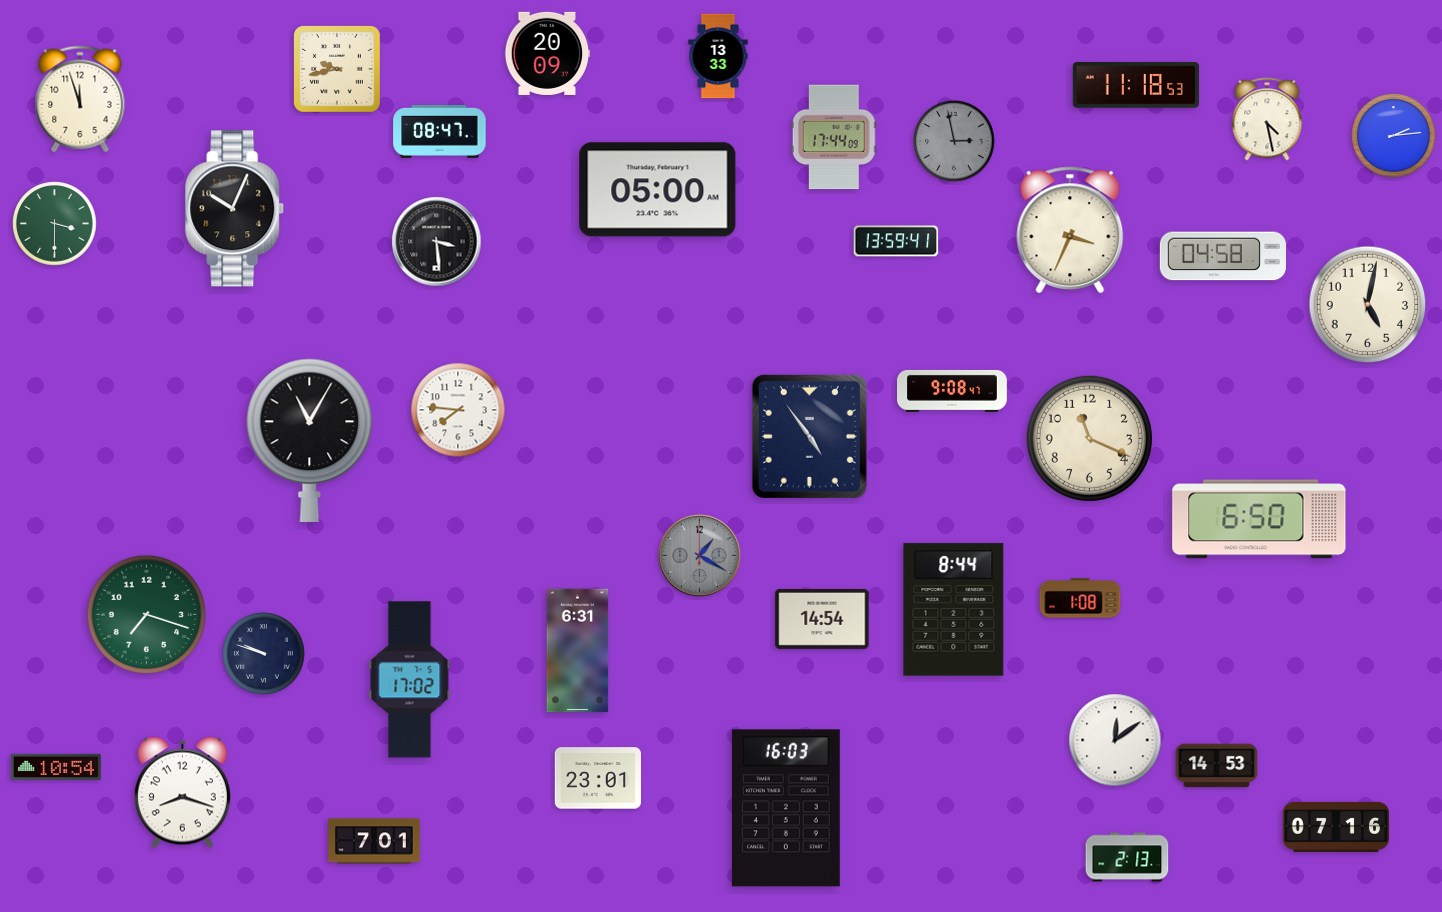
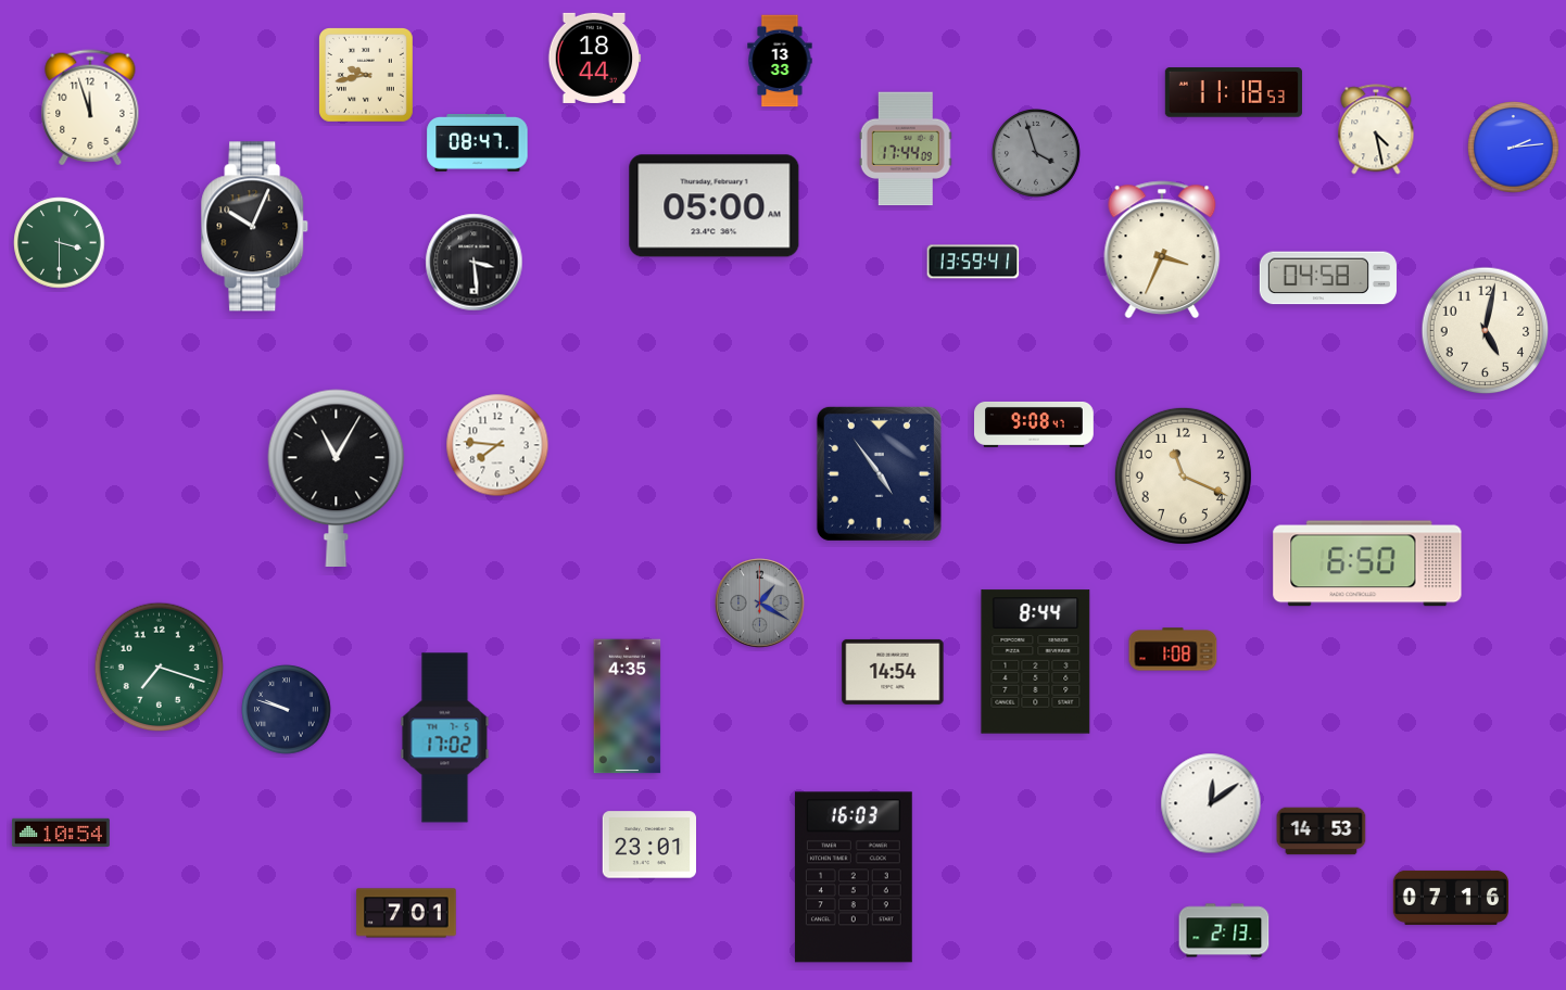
clock at (547, 53): 20:09 -> 18:44
clock at (80, 99) position: (80, 99) -> (90, 107)
clock at (955, 142): 2:58 -> 3:57
clock at (578, 651): 6:31 -> 4:35
clock at (182, 793): 8:18 -> none
